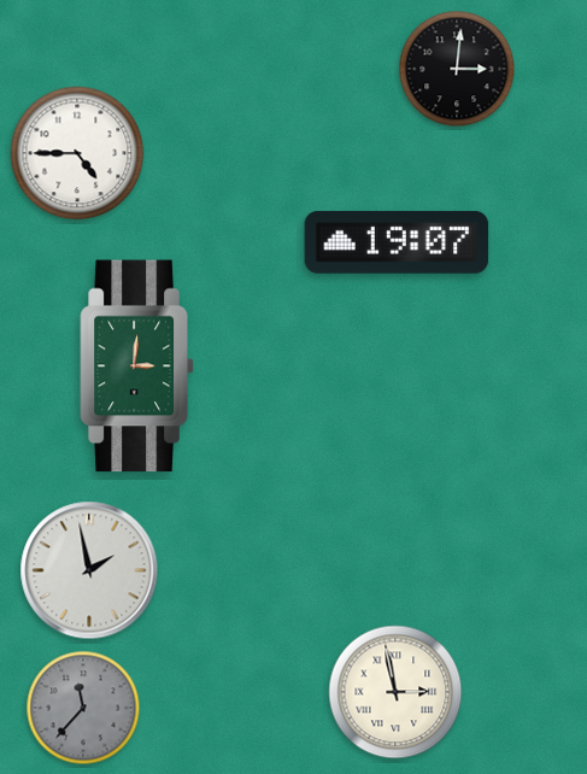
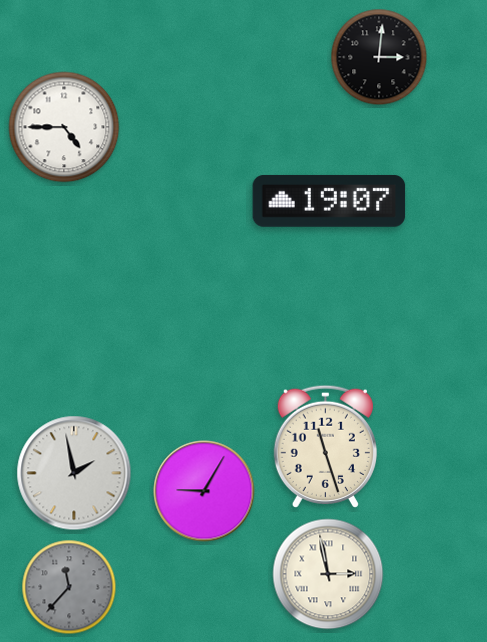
clock at (137, 367): 3:01 -> none
clock at (325, 446): none -> 11:27
clock at (204, 491): none -> 9:05
